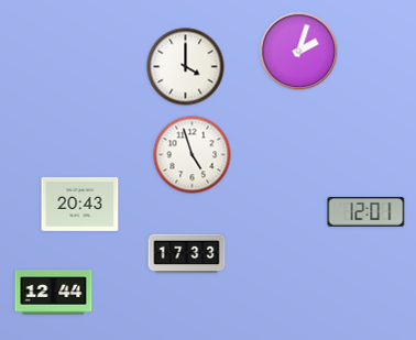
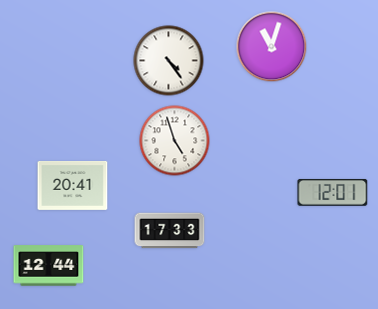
clock at (299, 52): 2:03 -> 11:03
clock at (186, 67): 4:00 -> 4:24
clock at (80, 204): 20:43 -> 20:41
